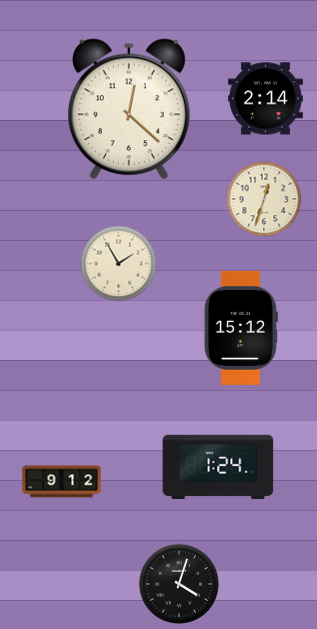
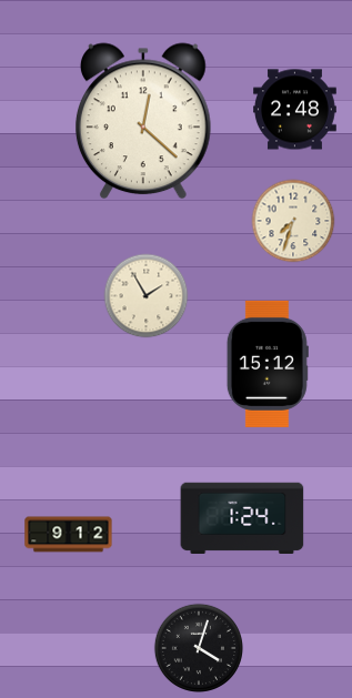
clock at (266, 99): 2:14 -> 2:48
clock at (264, 199): 12:33 -> 7:33
clock at (119, 264) position: (119, 264) -> (147, 296)
